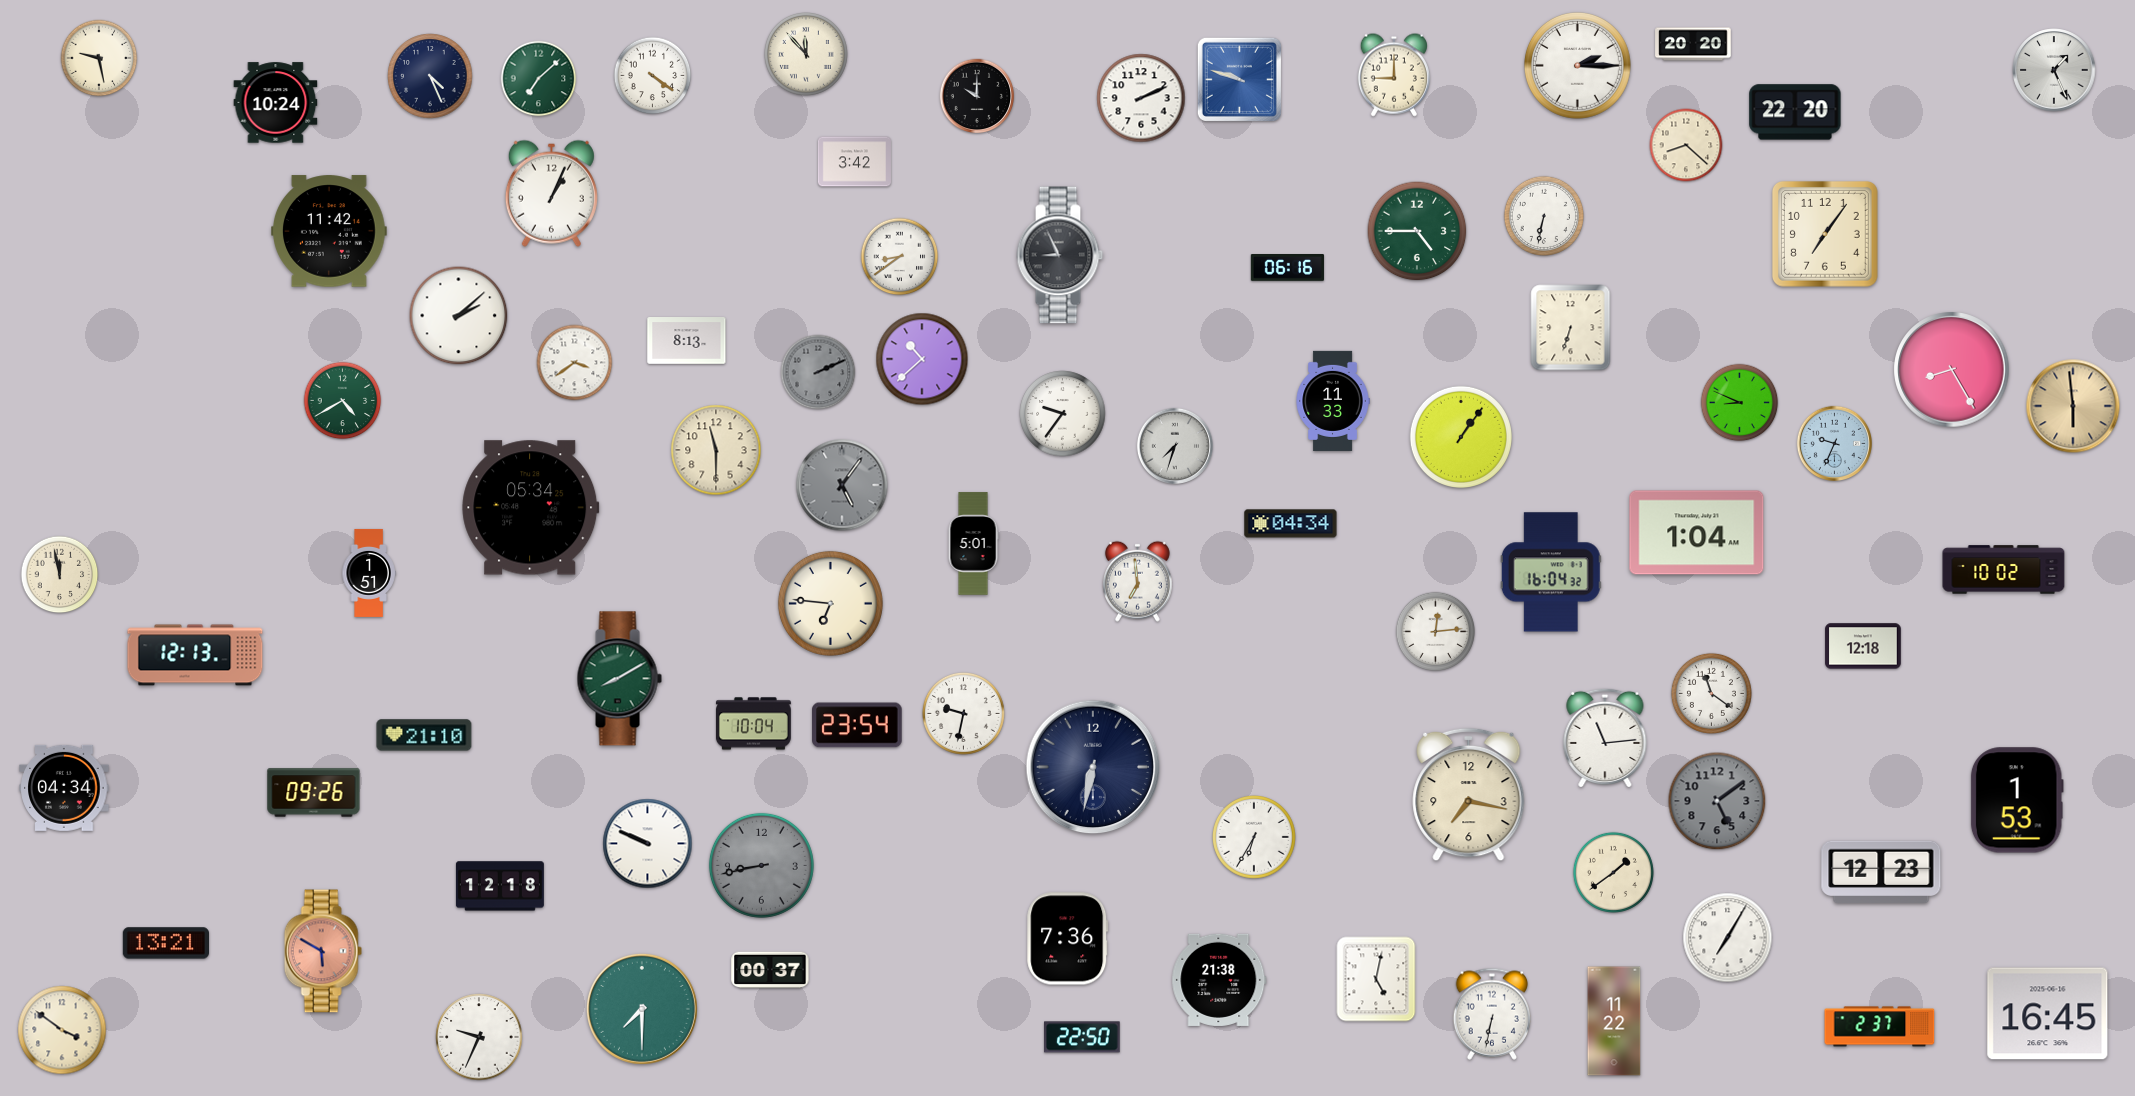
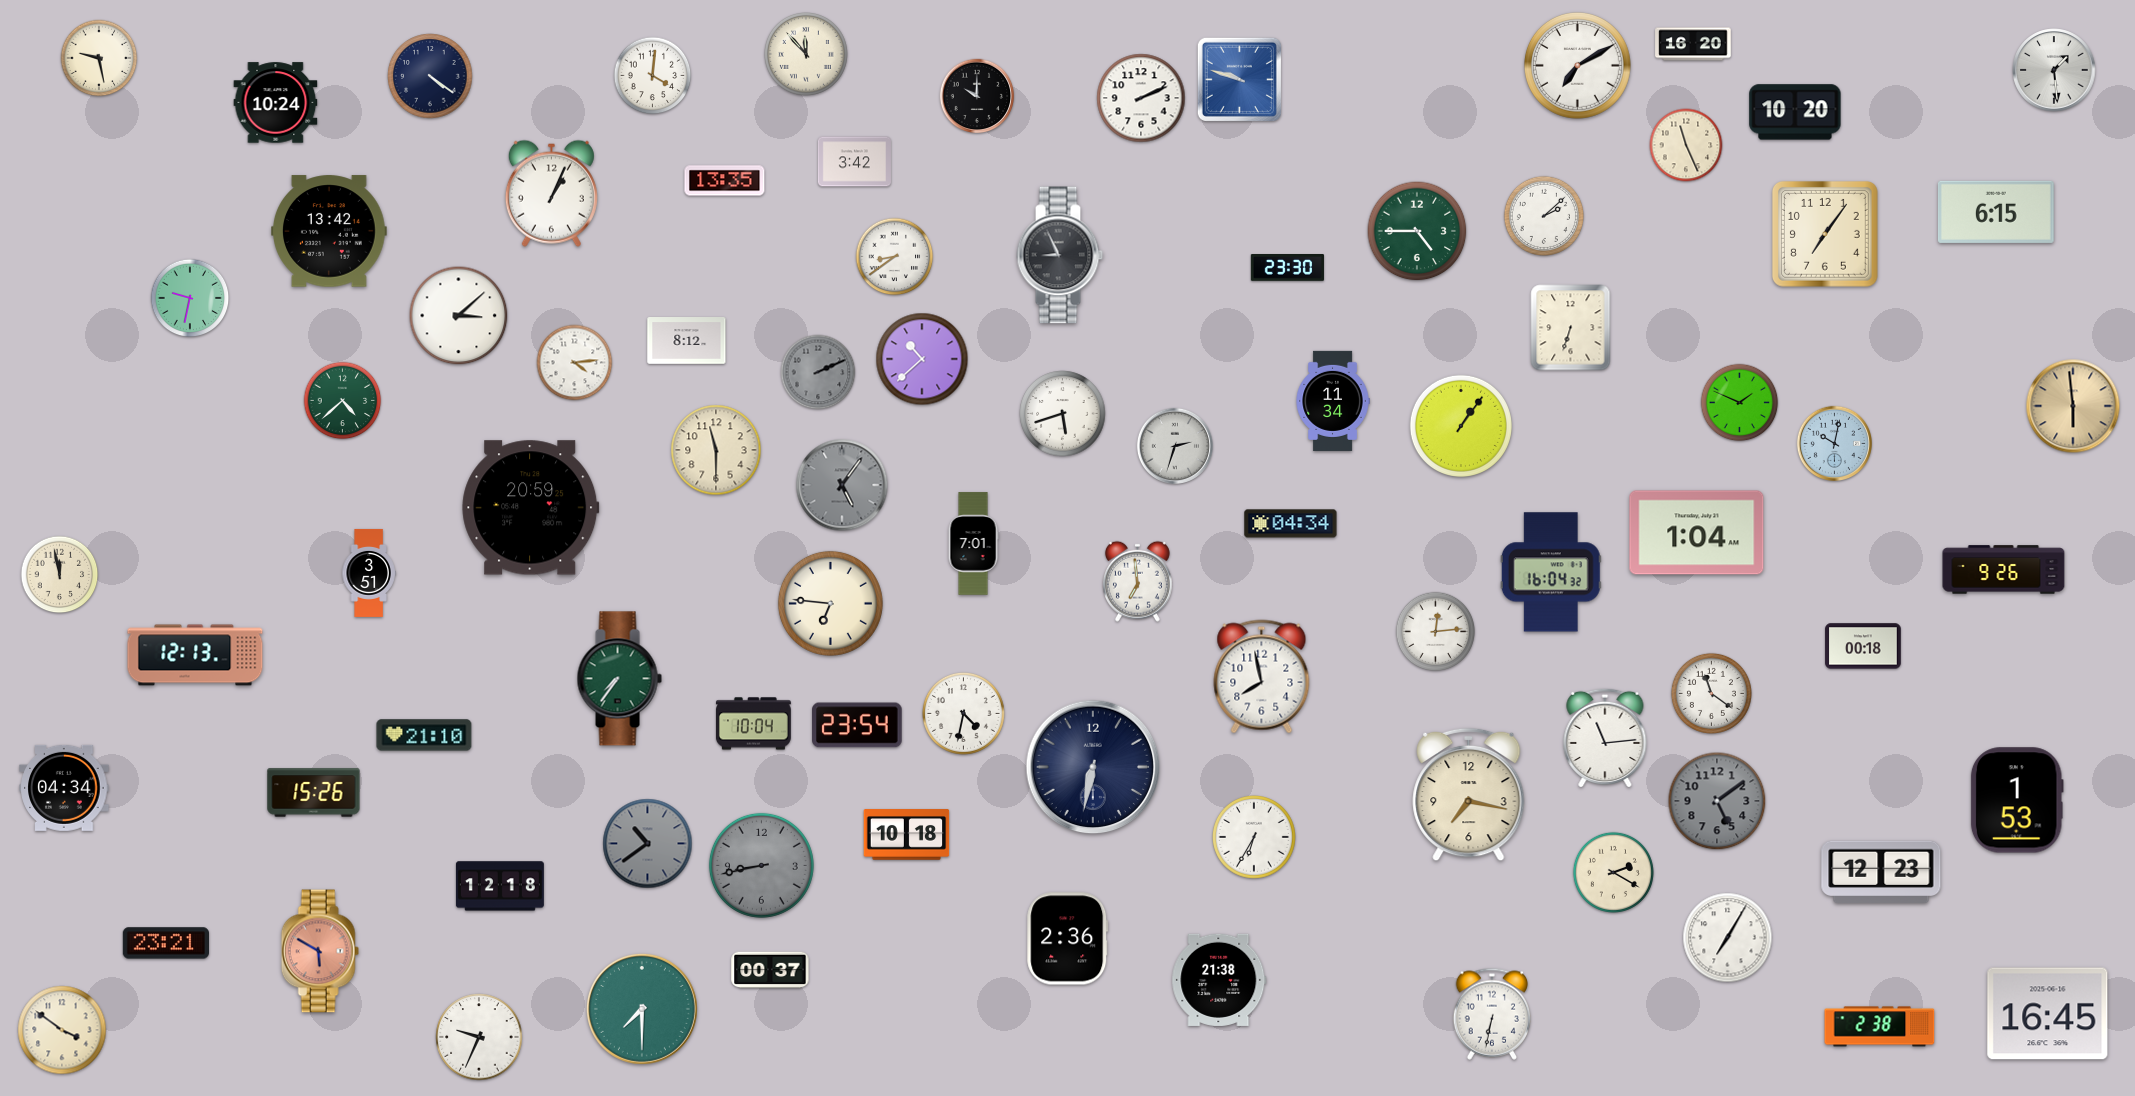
clock at (1693, 44): 20:20 -> 16:20
clock at (1578, 66): 2:15 -> 7:10
clock at (2054, 70): 1:26 -> 1:29
clock at (1393, 75): 9:00 -> none
clock at (430, 76): 4:26 -> 4:21
clock at (653, 76): 4:21 -> 4:01
clock at (539, 79): 7:08 -> none
clock at (1795, 112): 22:20 -> 10:20
clock at (1686, 145): 8:22 -> 11:26
clock at (725, 181): none -> 13:35
clock at (1996, 212): none -> 6:15
clock at (1544, 216): 6:32 -> 2:08
clock at (330, 231): 11:42 -> 13:42
clock at (900, 257) position: (900, 257) -> (895, 257)
clock at (1287, 268): 06:16 -> 23:30
clock at (190, 298): none -> 9:32
clock at (459, 316): 2:08 -> 3:08
clock at (687, 341): 8:13 -> 8:12
clock at (575, 363): 3:39 -> 4:14
clock at (1952, 370): 8:25 -> none
clock at (343, 401): 4:40 -> 4:38
clock at (1333, 401): 11:33 -> 11:34
clock at (1740, 403): 8:49 -> 1:49
clock at (1063, 414): 9:36 -> 5:42
clock at (1461, 437) position: (1461, 437) -> (1461, 426)
clock at (1834, 443): 9:34 -> 10:02
clock at (1174, 445): 7:33 -> 2:33
clock at (531, 508): 05:34 -> 20:59
clock at (973, 544): 5:01 -> 7:01
clock at (2004, 570): 10:02 -> 9:26
clock at (369, 573): 1:51 -> 3:51
clock at (1863, 646): 12:18 -> 00:18
clock at (1262, 677): none -> 7:58
clock at (619, 679): 8:10 -> 7:36
clock at (963, 713): 9:32 -> 4:32
clock at (314, 793): 09:26 -> 15:26
clock at (907, 835): none -> 10:18
clock at (648, 844): 9:49 -> 10:39
clock at (648, 844) dial: white -> grey
clock at (1613, 872): 1:39 -> 2:20
clock at (1068, 939): 7:36 -> 2:36
clock at (165, 943): 13:21 -> 23:21
clock at (323, 951) position: (323, 951) -> (320, 951)
clock at (1376, 979): 5:02 -> none
clock at (1614, 1021): 11:22 -> none
clock at (1880, 1027): 2:37 -> 2:38
clock at (1083, 1037): 22:50 -> none
